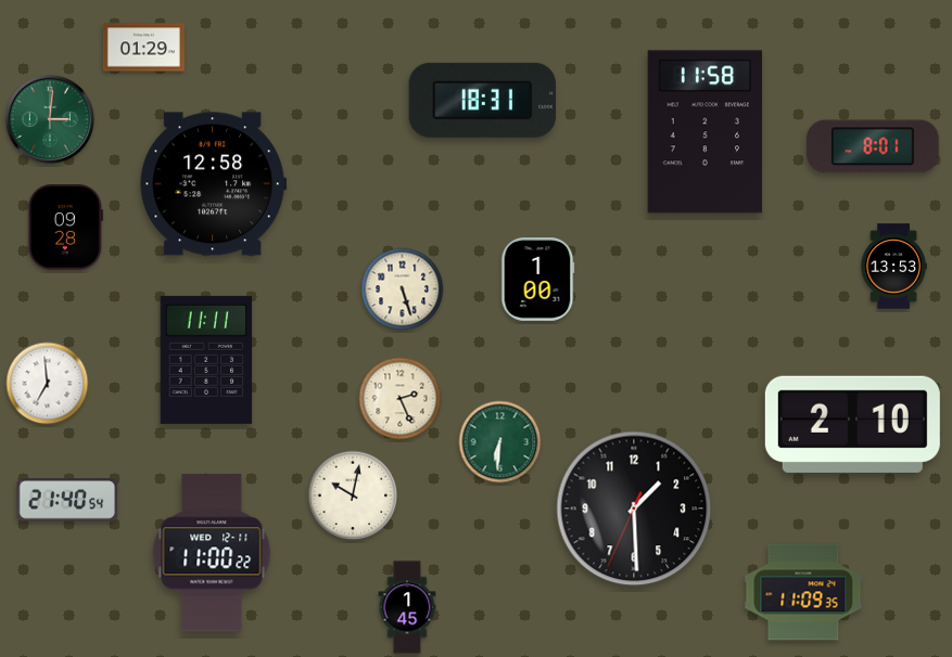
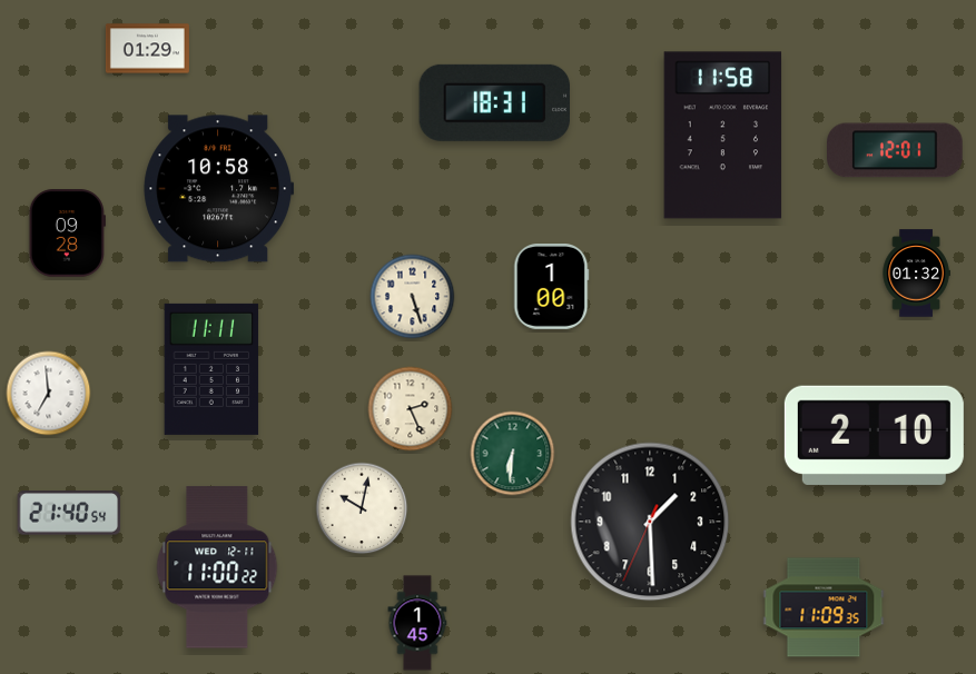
clock at (50, 119): 3:01 -> none
clock at (873, 146): 8:01 -> 12:01
clock at (214, 184): 12:58 -> 10:58
clock at (893, 267): 13:53 -> 01:32
